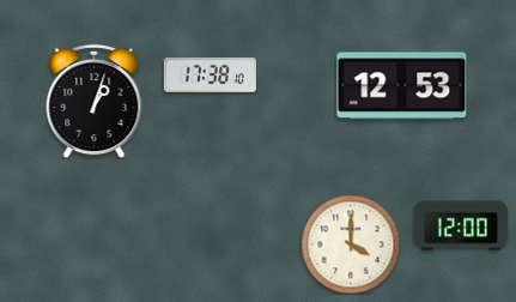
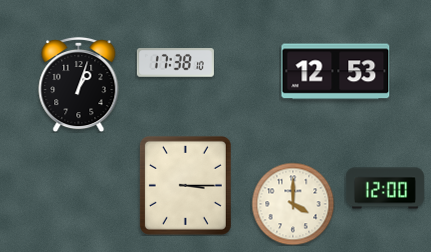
clock at (185, 185): none -> 3:15
